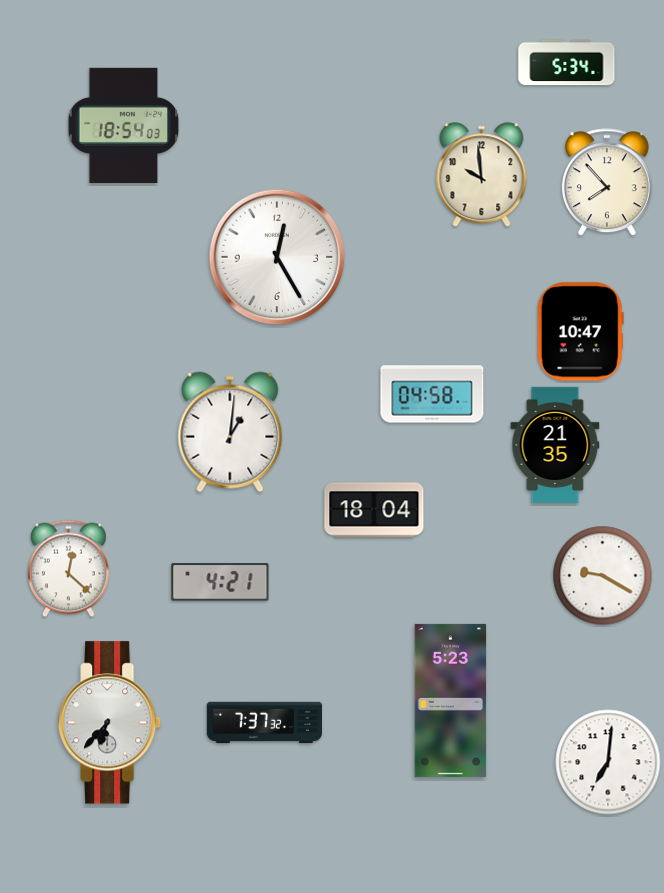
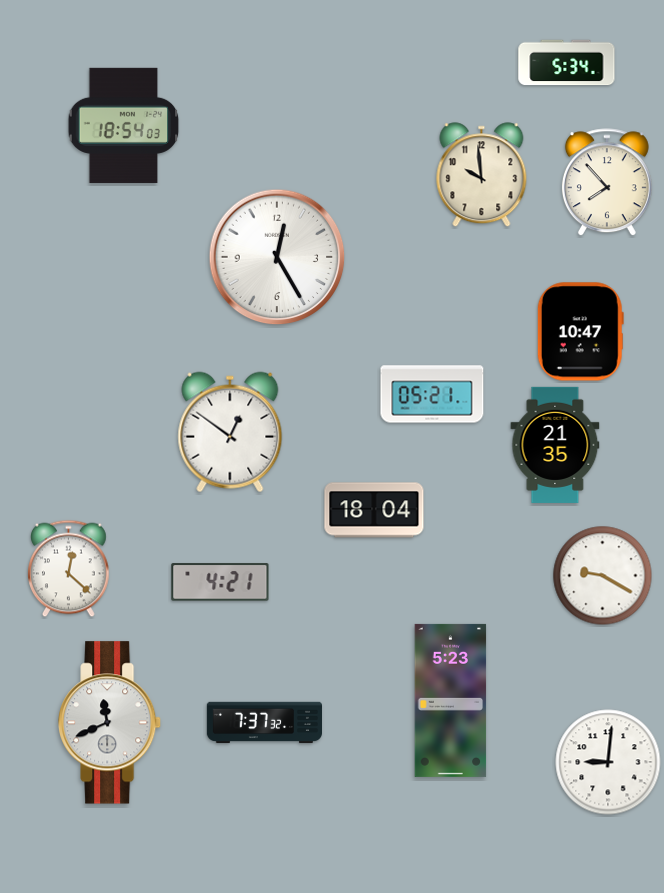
clock at (432, 394): 04:58 -> 05:21
clock at (230, 432): 1:01 -> 12:51
clock at (111, 723): 6:37 -> 11:41
clock at (608, 762): 7:01 -> 9:01
